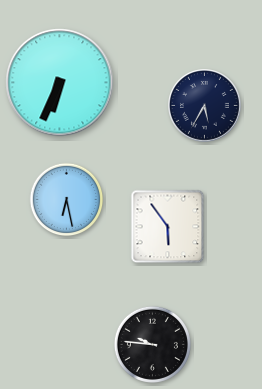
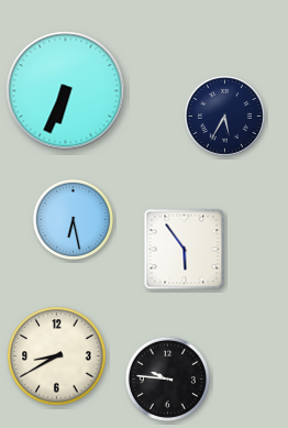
clock at (57, 356): none -> 8:40
